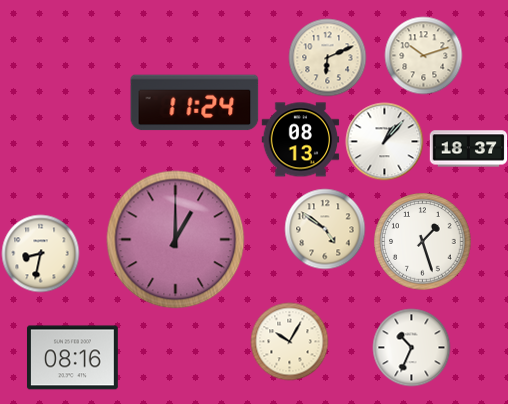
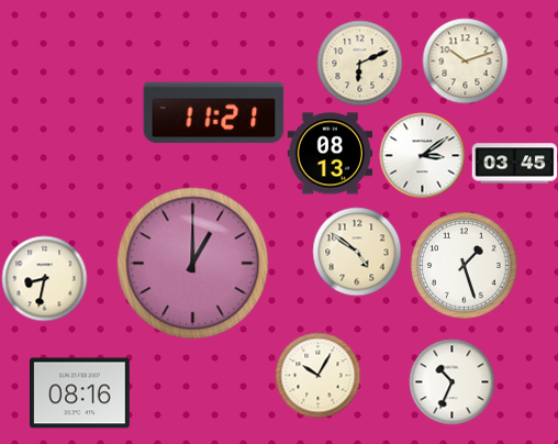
clock at (195, 103): 11:24 -> 11:21
clock at (384, 141): 1:07 -> 3:09
clock at (468, 149): 18:37 -> 03:45
